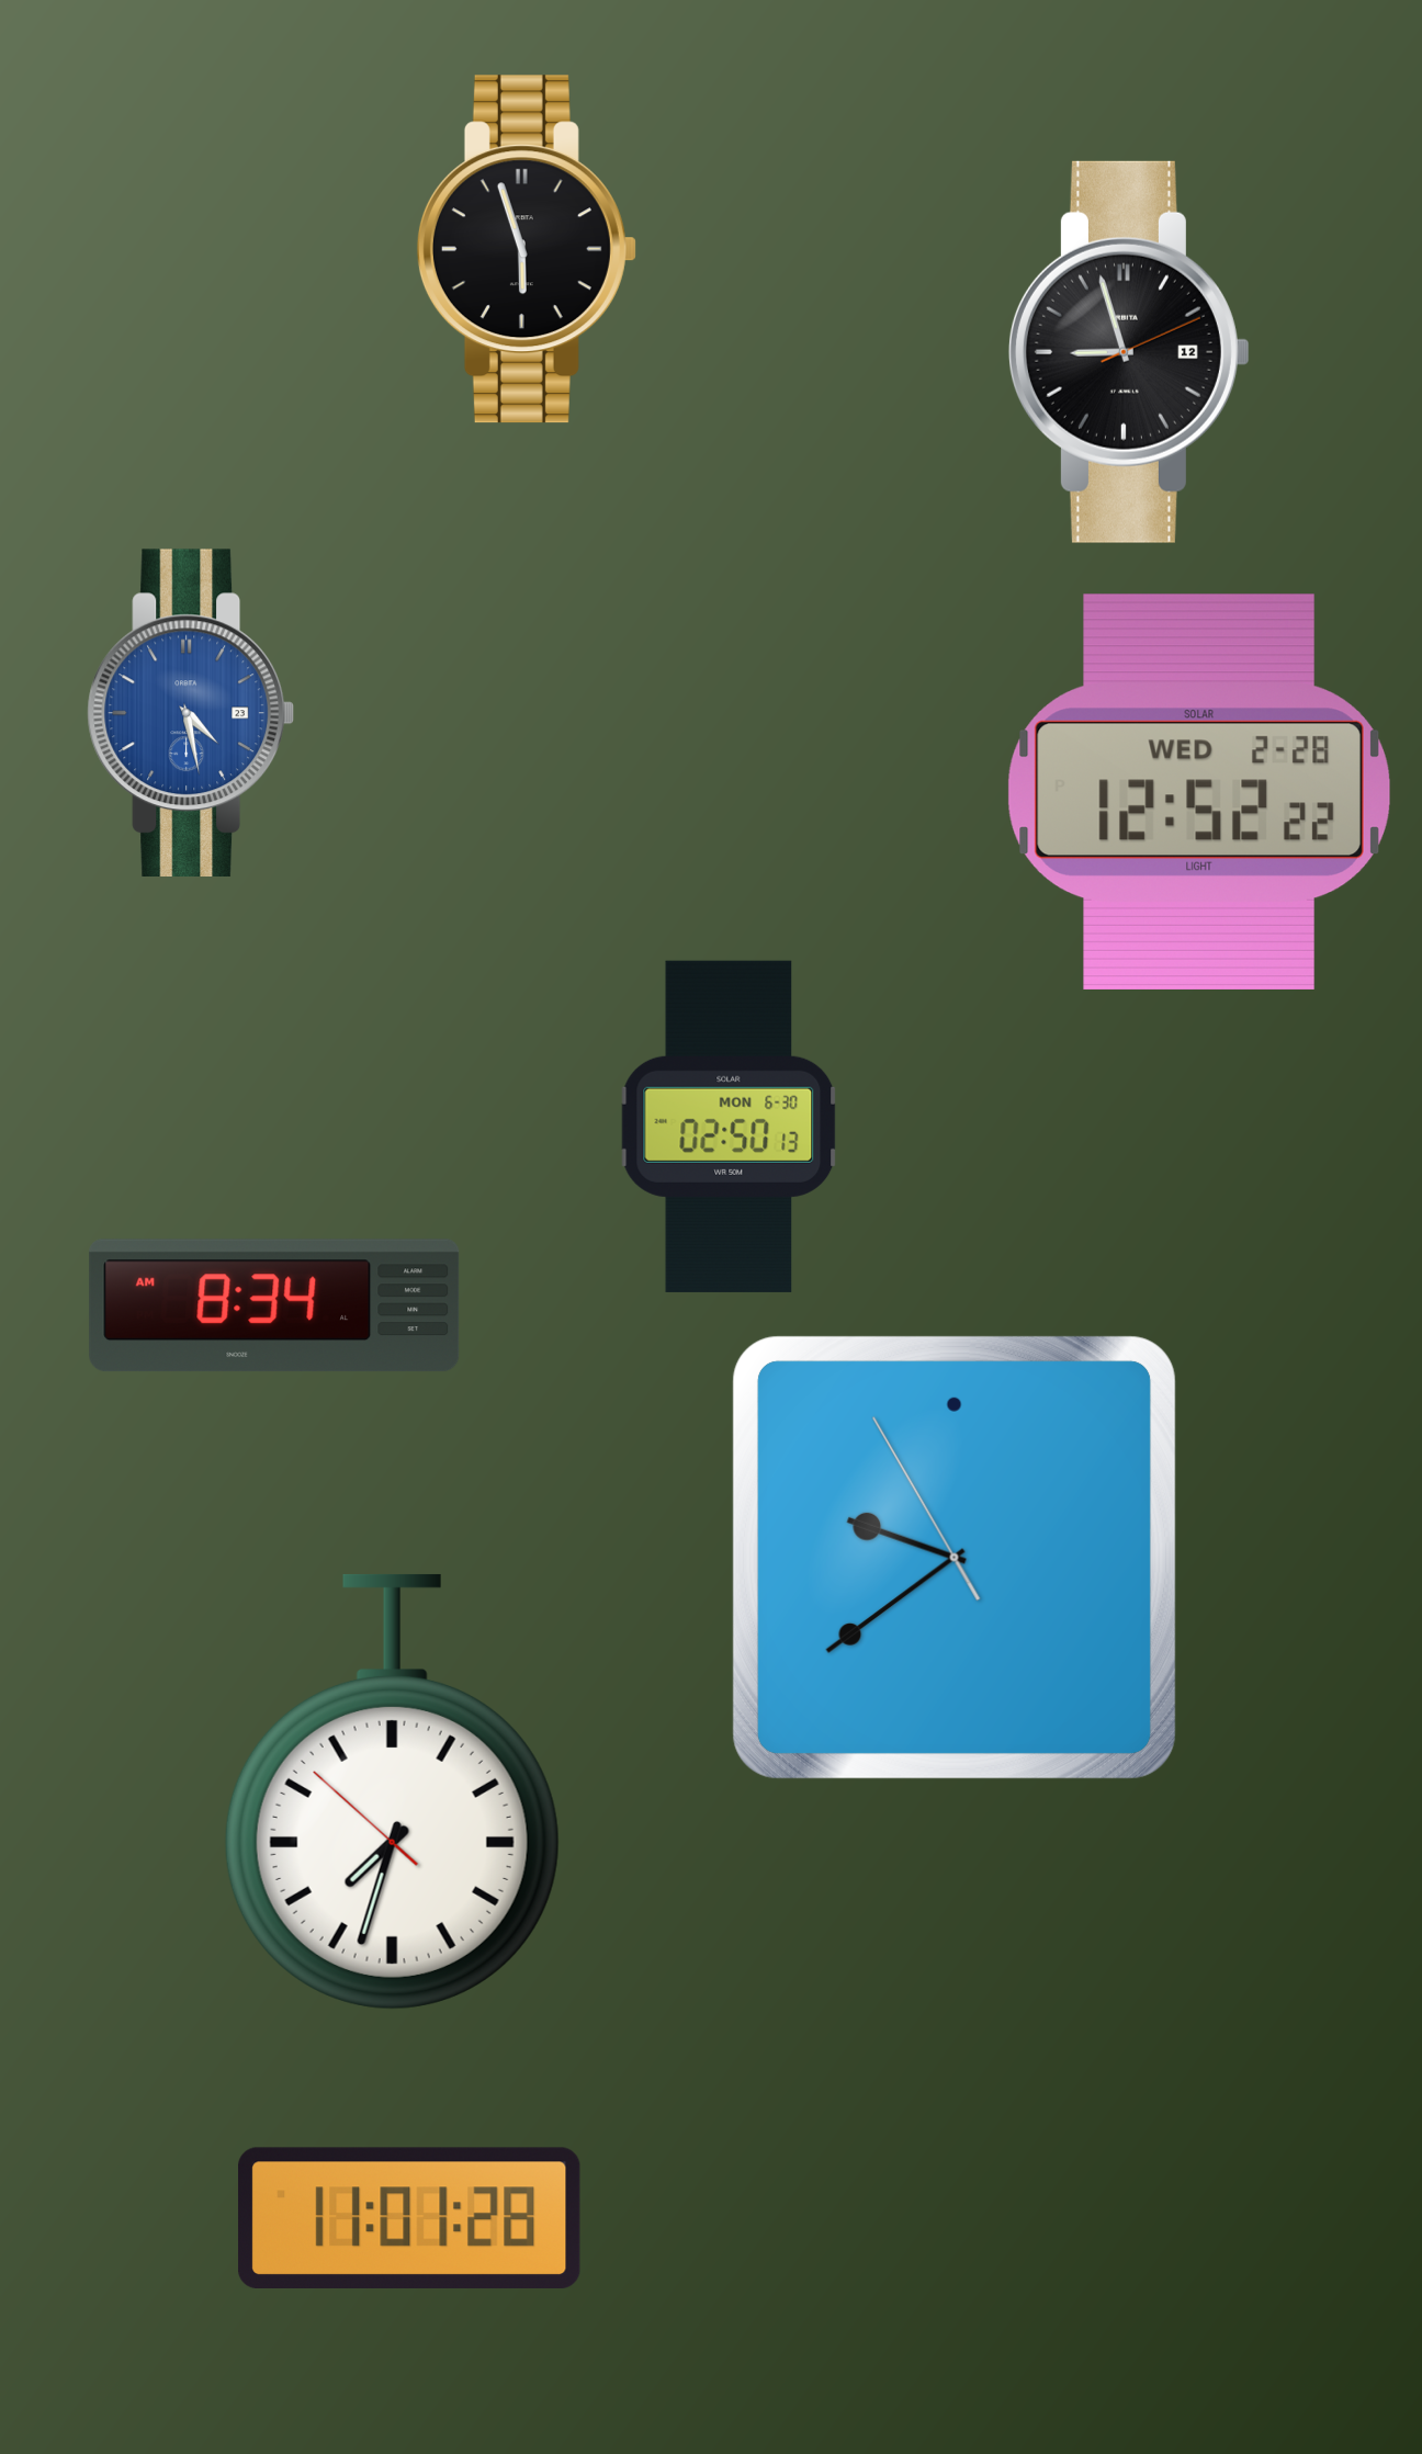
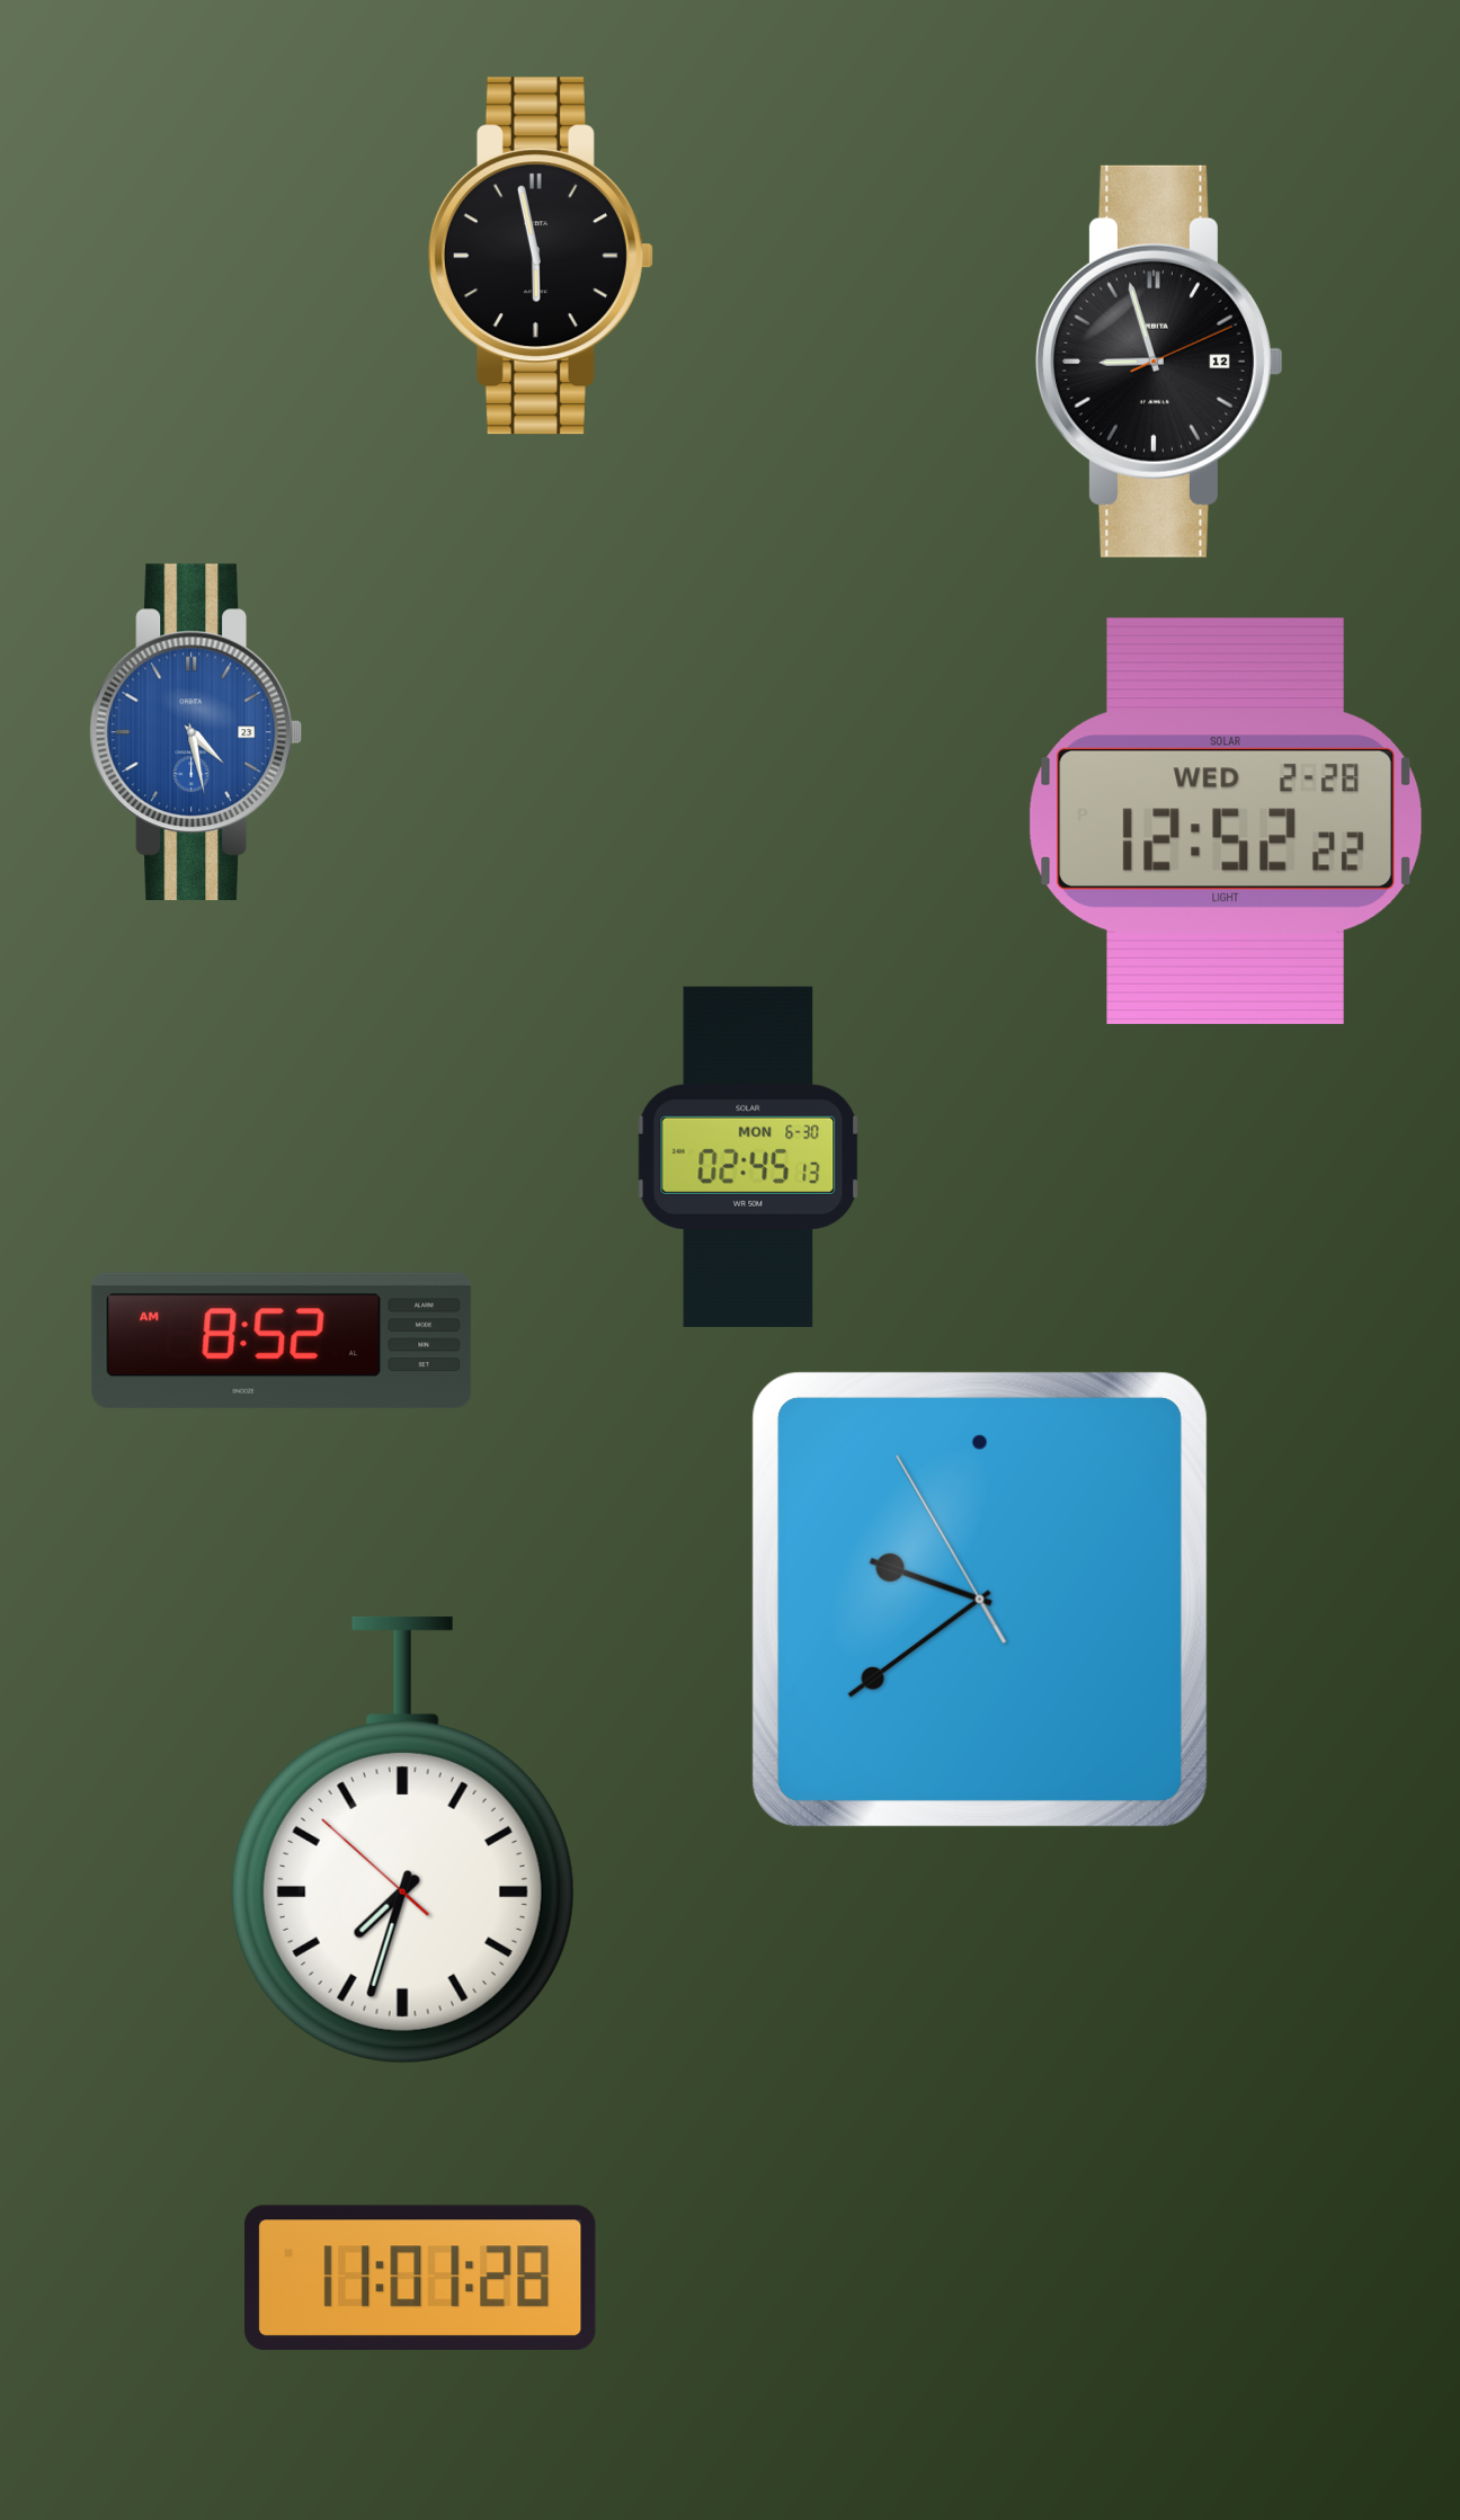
clock at (527, 249): 5:57 -> 5:58
clock at (1199, 792) position: (1199, 792) -> (1226, 821)
clock at (729, 1127): 02:50 -> 02:45
clock at (274, 1305): 8:34 -> 8:52
